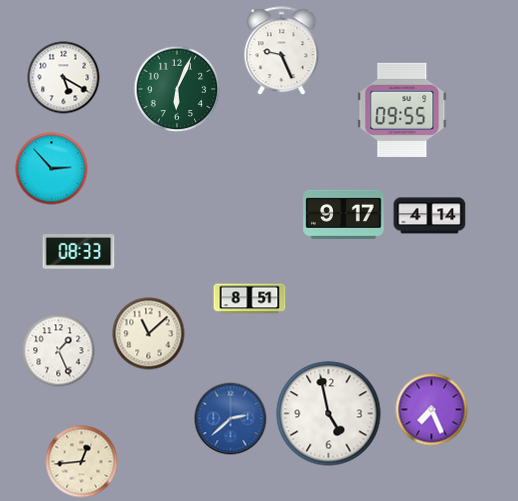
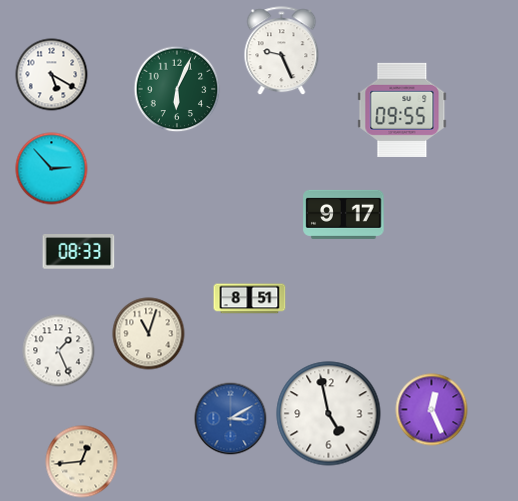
clock at (64, 78) position: (64, 78) -> (52, 75)
clock at (430, 216): 4:14 -> none
clock at (149, 334): 11:08 -> 11:03
clock at (432, 410): 7:26 -> 12:26
clock at (231, 419): 2:38 -> 3:10
